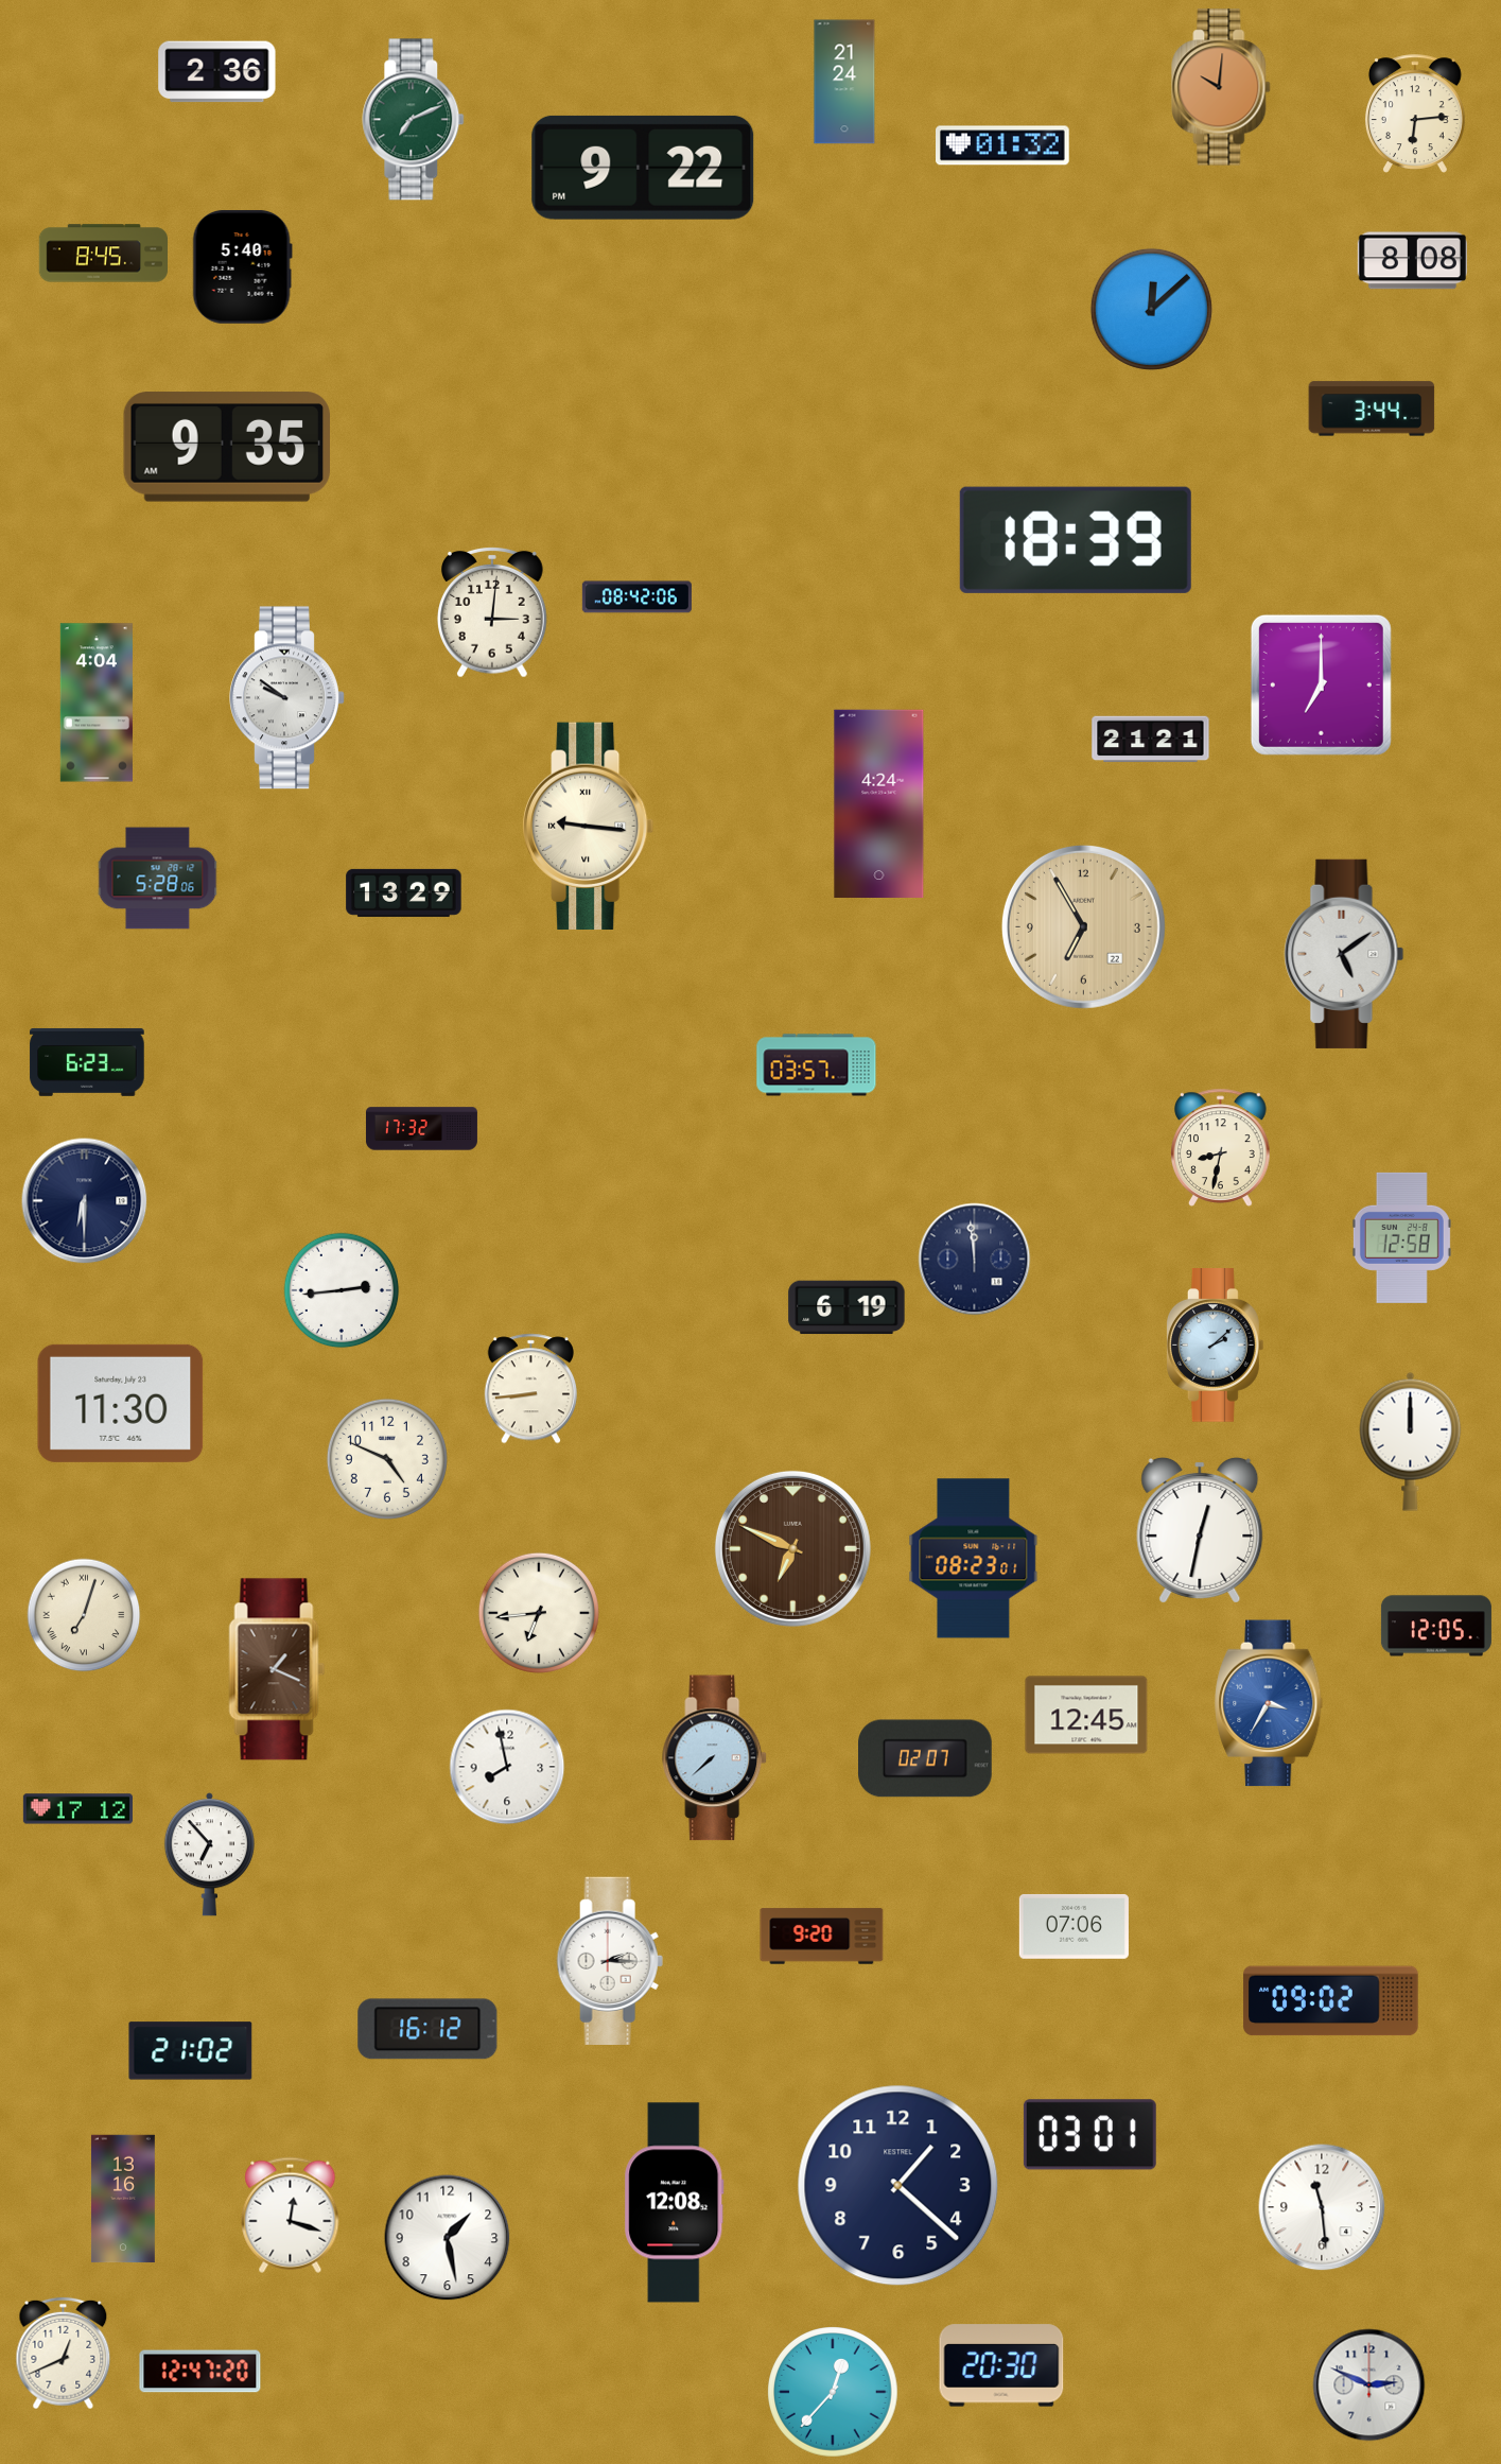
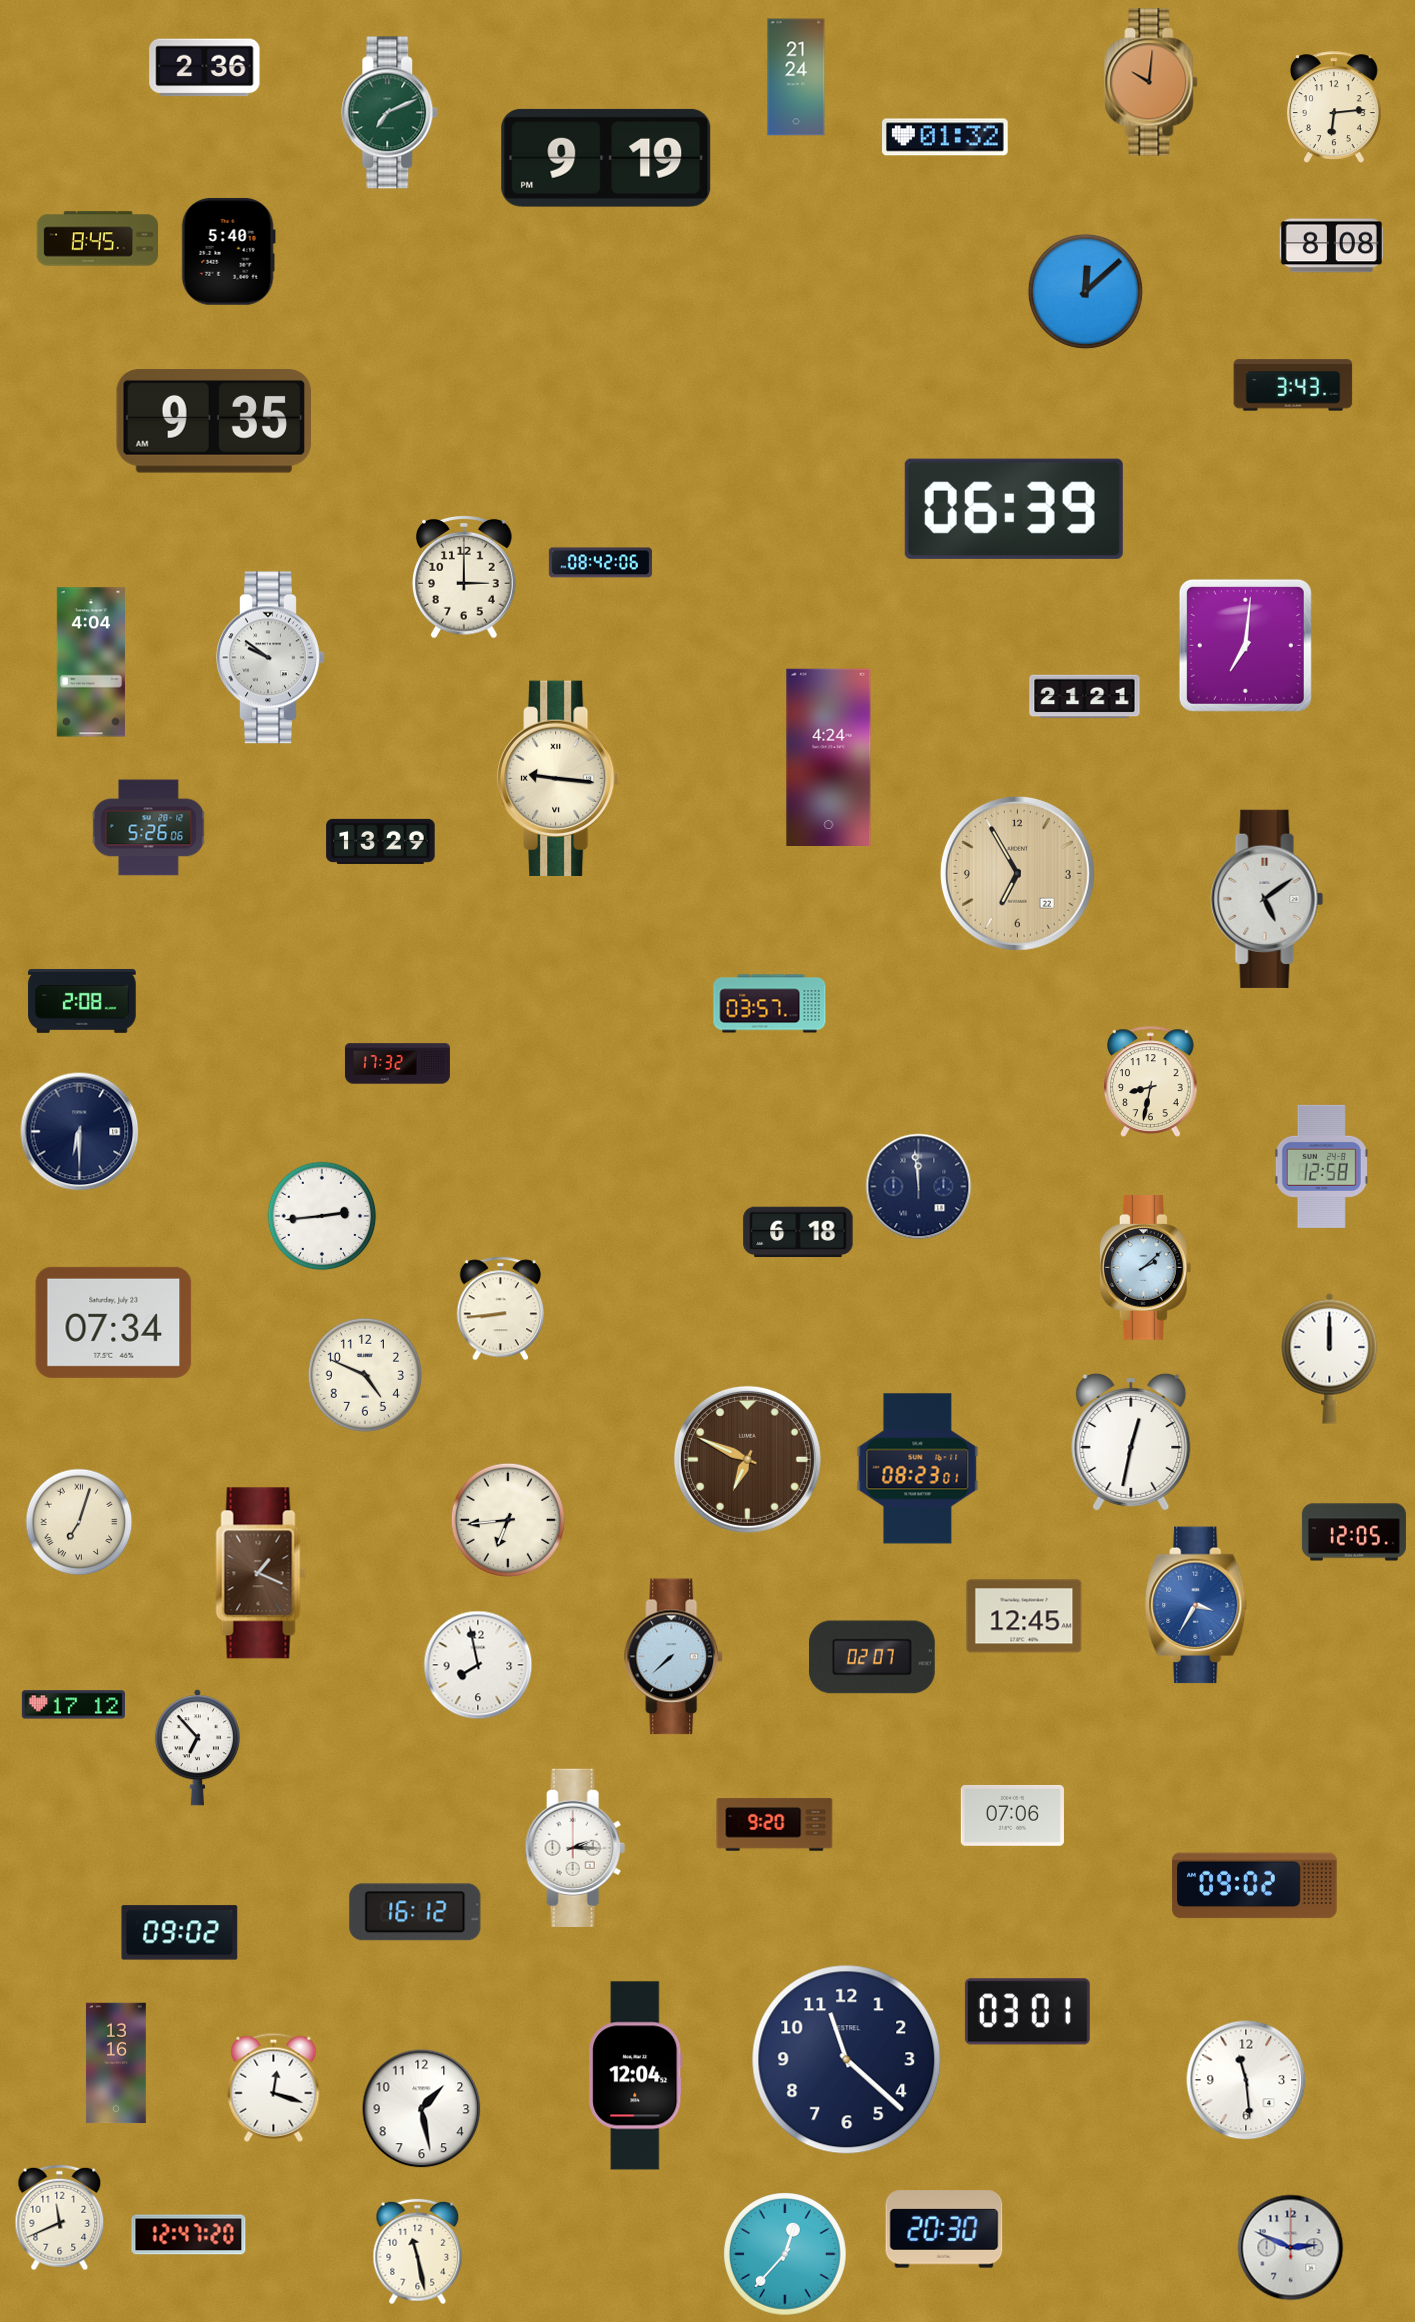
clock at (643, 168): 9:22 -> 9:19
clock at (1372, 409): 3:44 -> 3:43
clock at (1076, 540): 18:39 -> 06:39
clock at (493, 613): 3:01 -> 3:00
clock at (1321, 684): 7:00 -> 7:01
clock at (589, 826) position: (589, 826) -> (559, 778)
clock at (158, 879): 5:28 -> 5:26
clock at (1083, 926) position: (1083, 926) -> (1017, 873)
clock at (87, 1062): 6:23 -> 2:08
clock at (847, 1307): 6:19 -> 6:18
clock at (121, 1403): 11:30 -> 07:34
clock at (427, 2029) position: (427, 2029) -> (415, 1912)
clock at (191, 2051): 21:02 -> 09:02
clock at (898, 2186): 1:22 -> 11:22
clock at (123, 2199) position: (123, 2199) -> (116, 2063)
clock at (675, 2203): 12:08 -> 12:04
clock at (64, 2354): 12:41 -> 11:41
clock at (418, 2252): none -> 11:28
